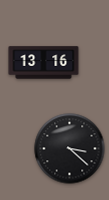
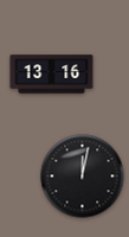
clock at (70, 149): 3:22 -> 12:02
